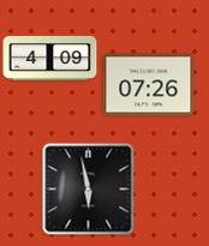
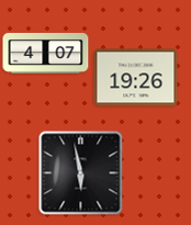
clock at (50, 58): 4:09 -> 4:07
clock at (149, 85): 07:26 -> 19:26
